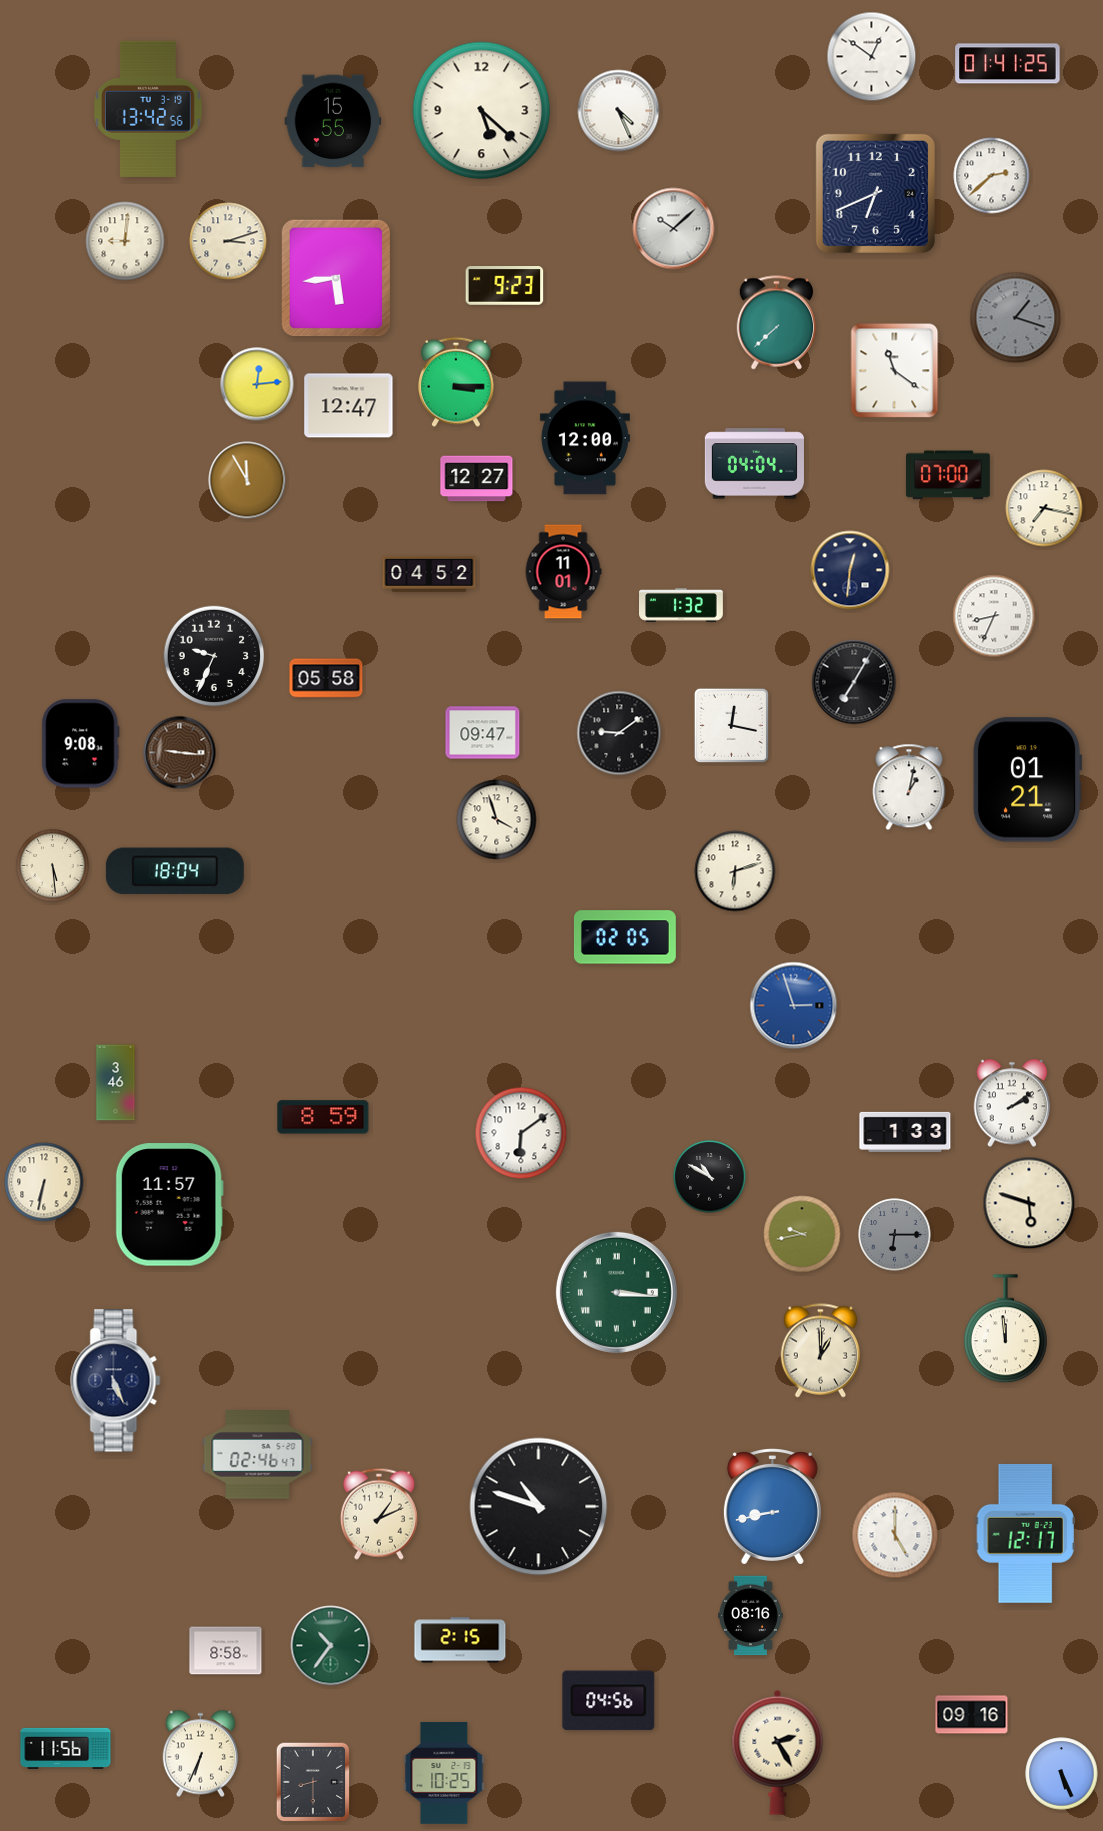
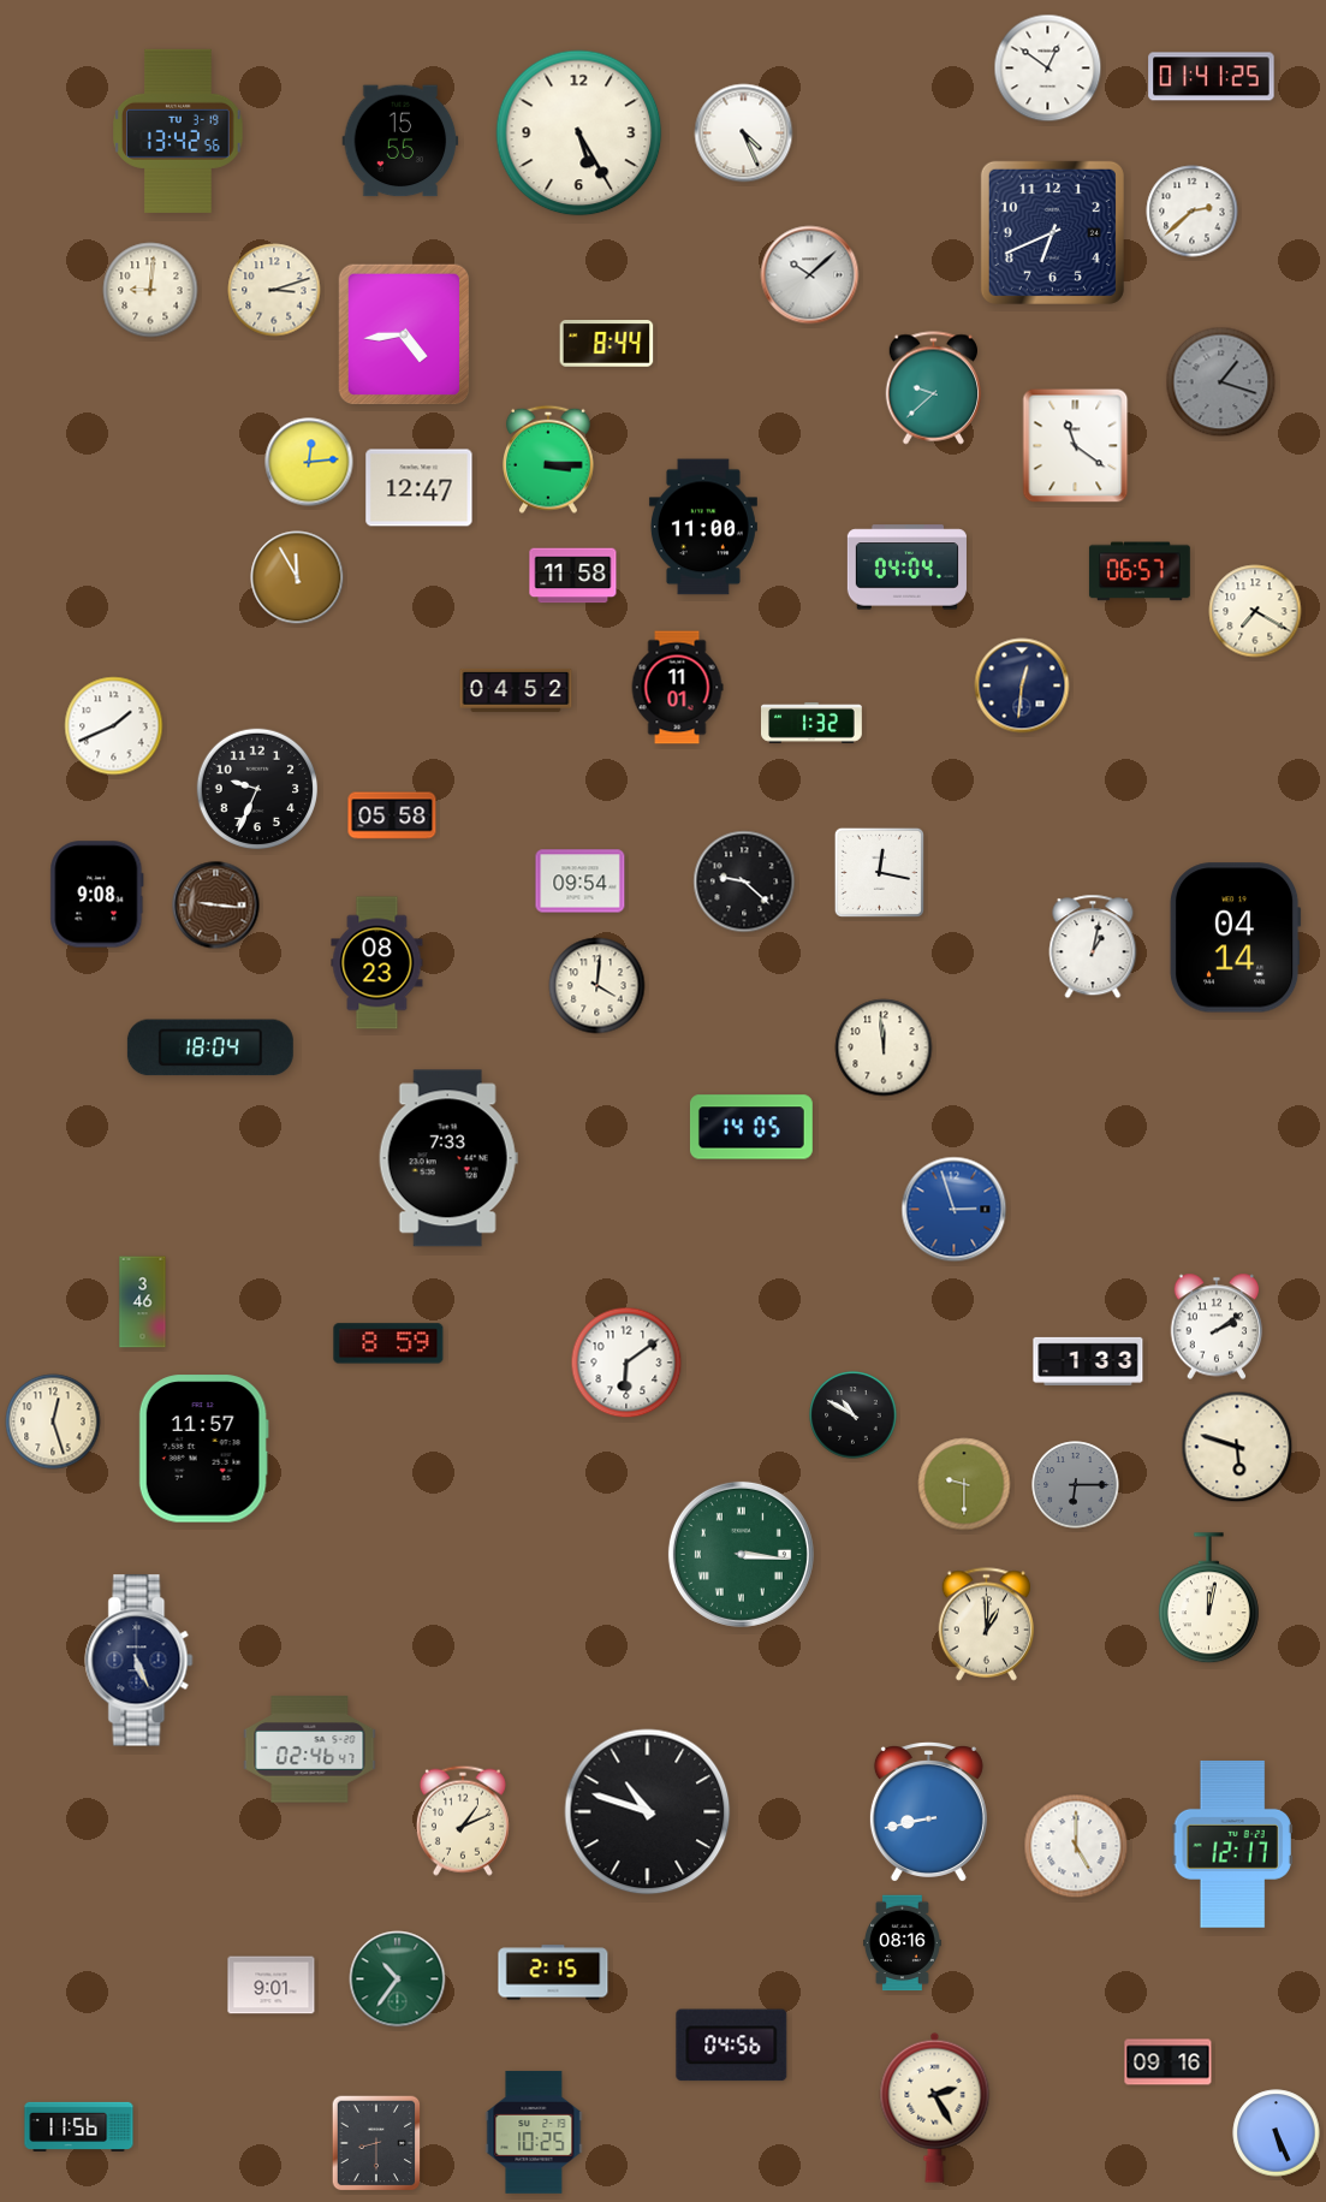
clock at (482, 111): 5:22 -> 5:25
clock at (333, 121) position: (333, 121) -> (400, 141)
clock at (336, 278): 5:44 -> 4:44
clock at (505, 286): 9:23 -> 8:44
clock at (776, 323): 7:38 -> 9:38
clock at (585, 438): 12:00 -> 11:00
clock at (754, 464) position: (754, 464) -> (906, 568)
clock at (948, 475): 07:00 -> 06:57
clock at (477, 479): 12:27 -> 11:58
clock at (1044, 508): 7:17 -> 7:20
clock at (114, 726): none -> 1:41
clock at (682, 606) position: (682, 606) -> (813, 724)
clock at (994, 616): 8:34 -> none
clock at (854, 682): 7:05 -> none
clock at (483, 733): 09:47 -> 09:54
clock at (619, 733): 9:09 -> 9:22
clock at (1027, 780): 01:21 -> 04:14
clock at (377, 963): none -> 08:23
clock at (497, 820): 3:57 -> 4:01
clock at (53, 866): 5:29 -> none
clock at (735, 871): 6:12 -> 11:59
clock at (625, 937): 02:05 -> 14:05
clock at (448, 1158): none -> 7:33
clock at (116, 1083) position: (116, 1083) -> (143, 1302)
clock at (44, 1182): 6:32 -> 12:27
clock at (802, 1234): 9:43 -> 9:30
clock at (1005, 1329): 11:59 -> 12:02
clock at (379, 1514) position: (379, 1514) -> (463, 1821)
clock at (226, 1651): 8:58 -> 9:01
clock at (66, 1748) position: (66, 1748) -> (79, 2126)
clock at (200, 1754): 6:34 -> none
